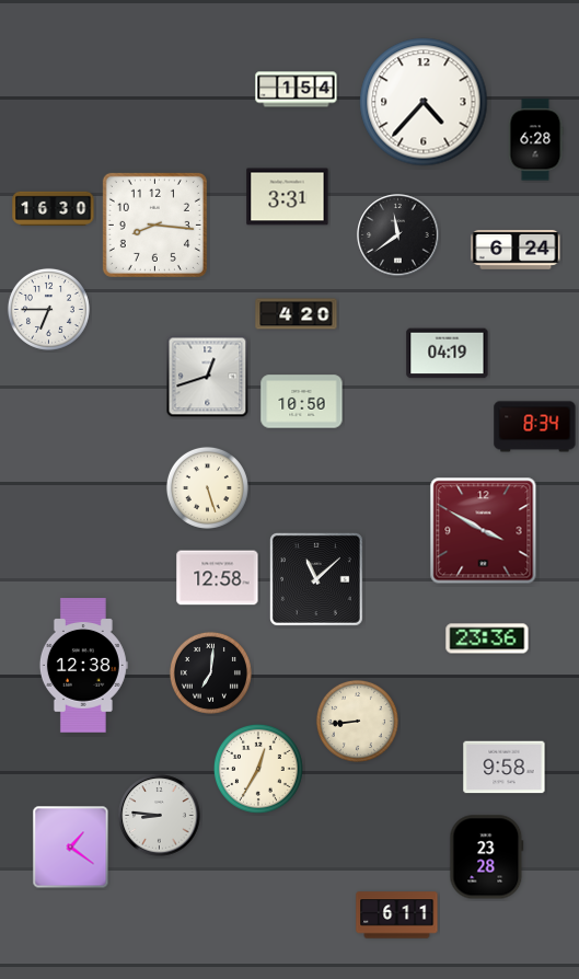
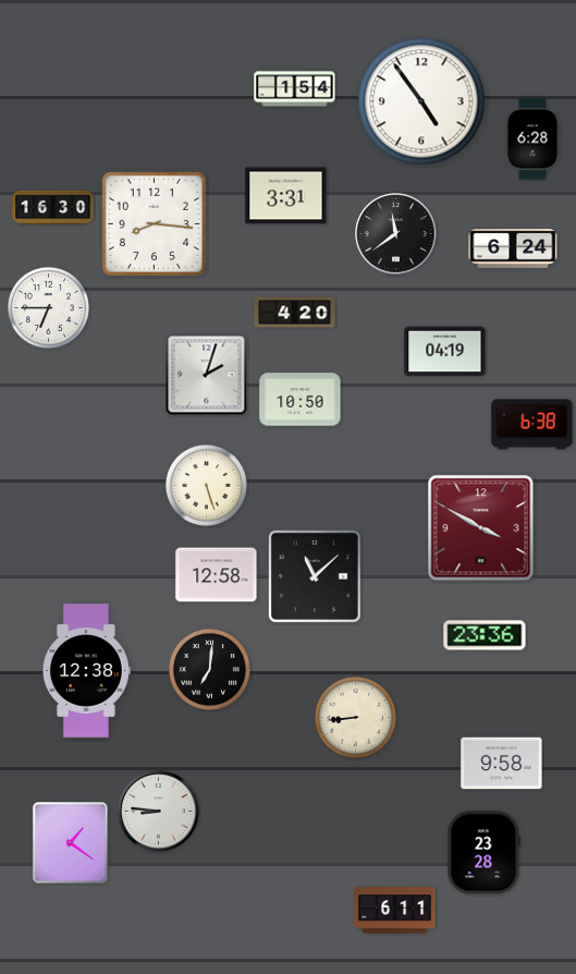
clock at (424, 102): 4:37 -> 4:54
clock at (208, 377): 12:42 -> 2:03
clock at (535, 427): 8:34 -> 6:38
clock at (83, 666) position: (83, 666) -> (86, 671)
clock at (258, 769): 12:35 -> none
